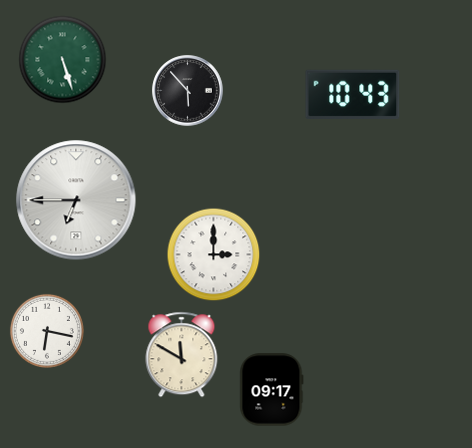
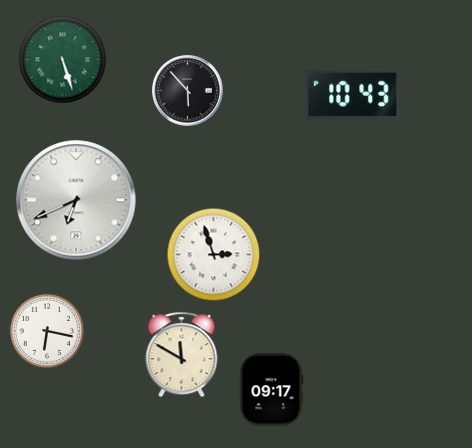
clock at (76, 200): 6:45 -> 6:41
clock at (214, 255): 3:00 -> 2:57
